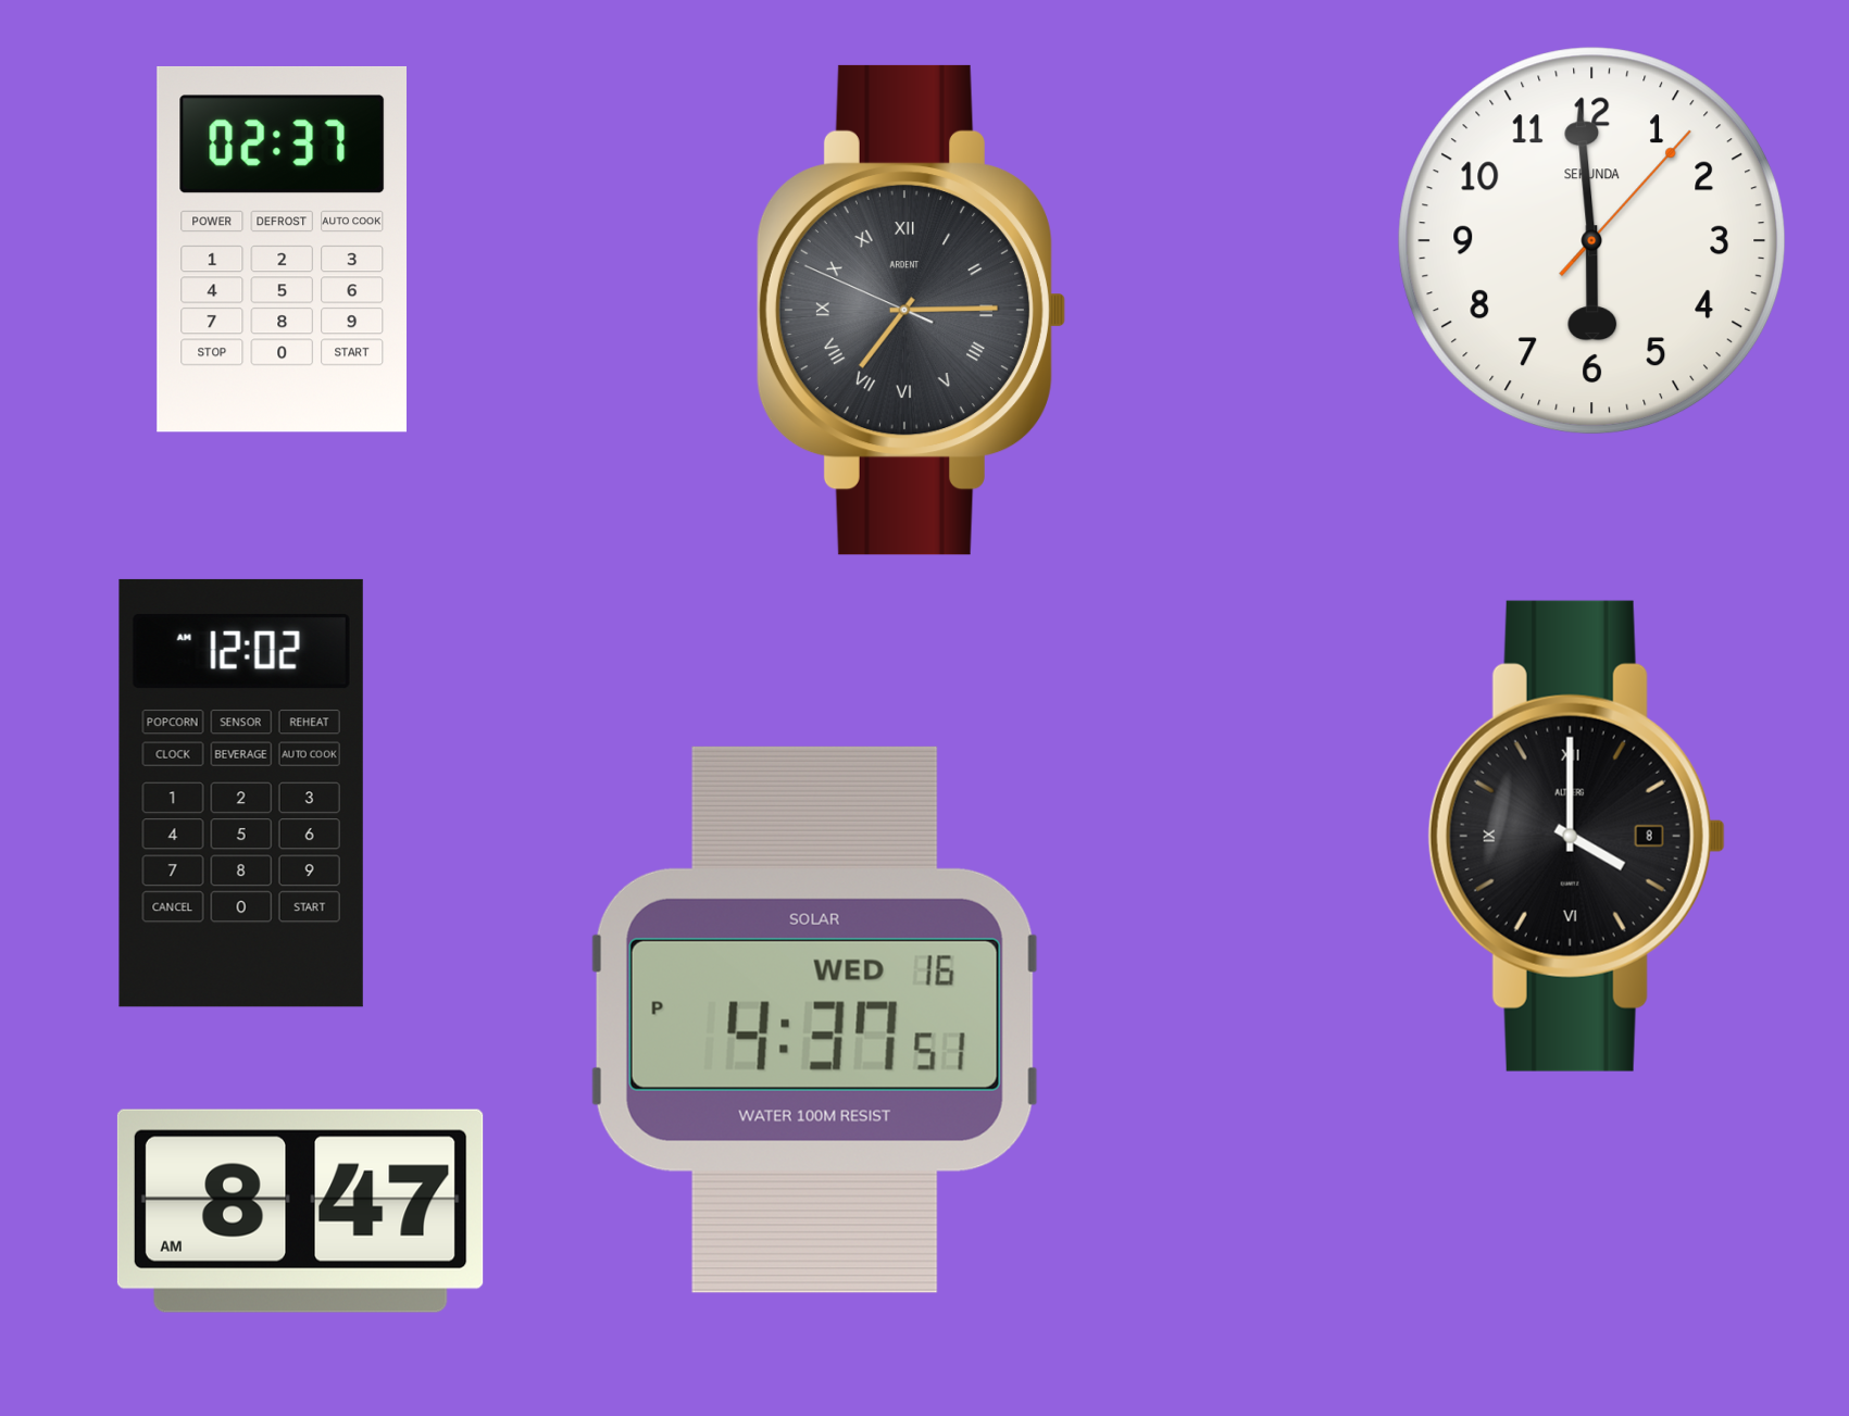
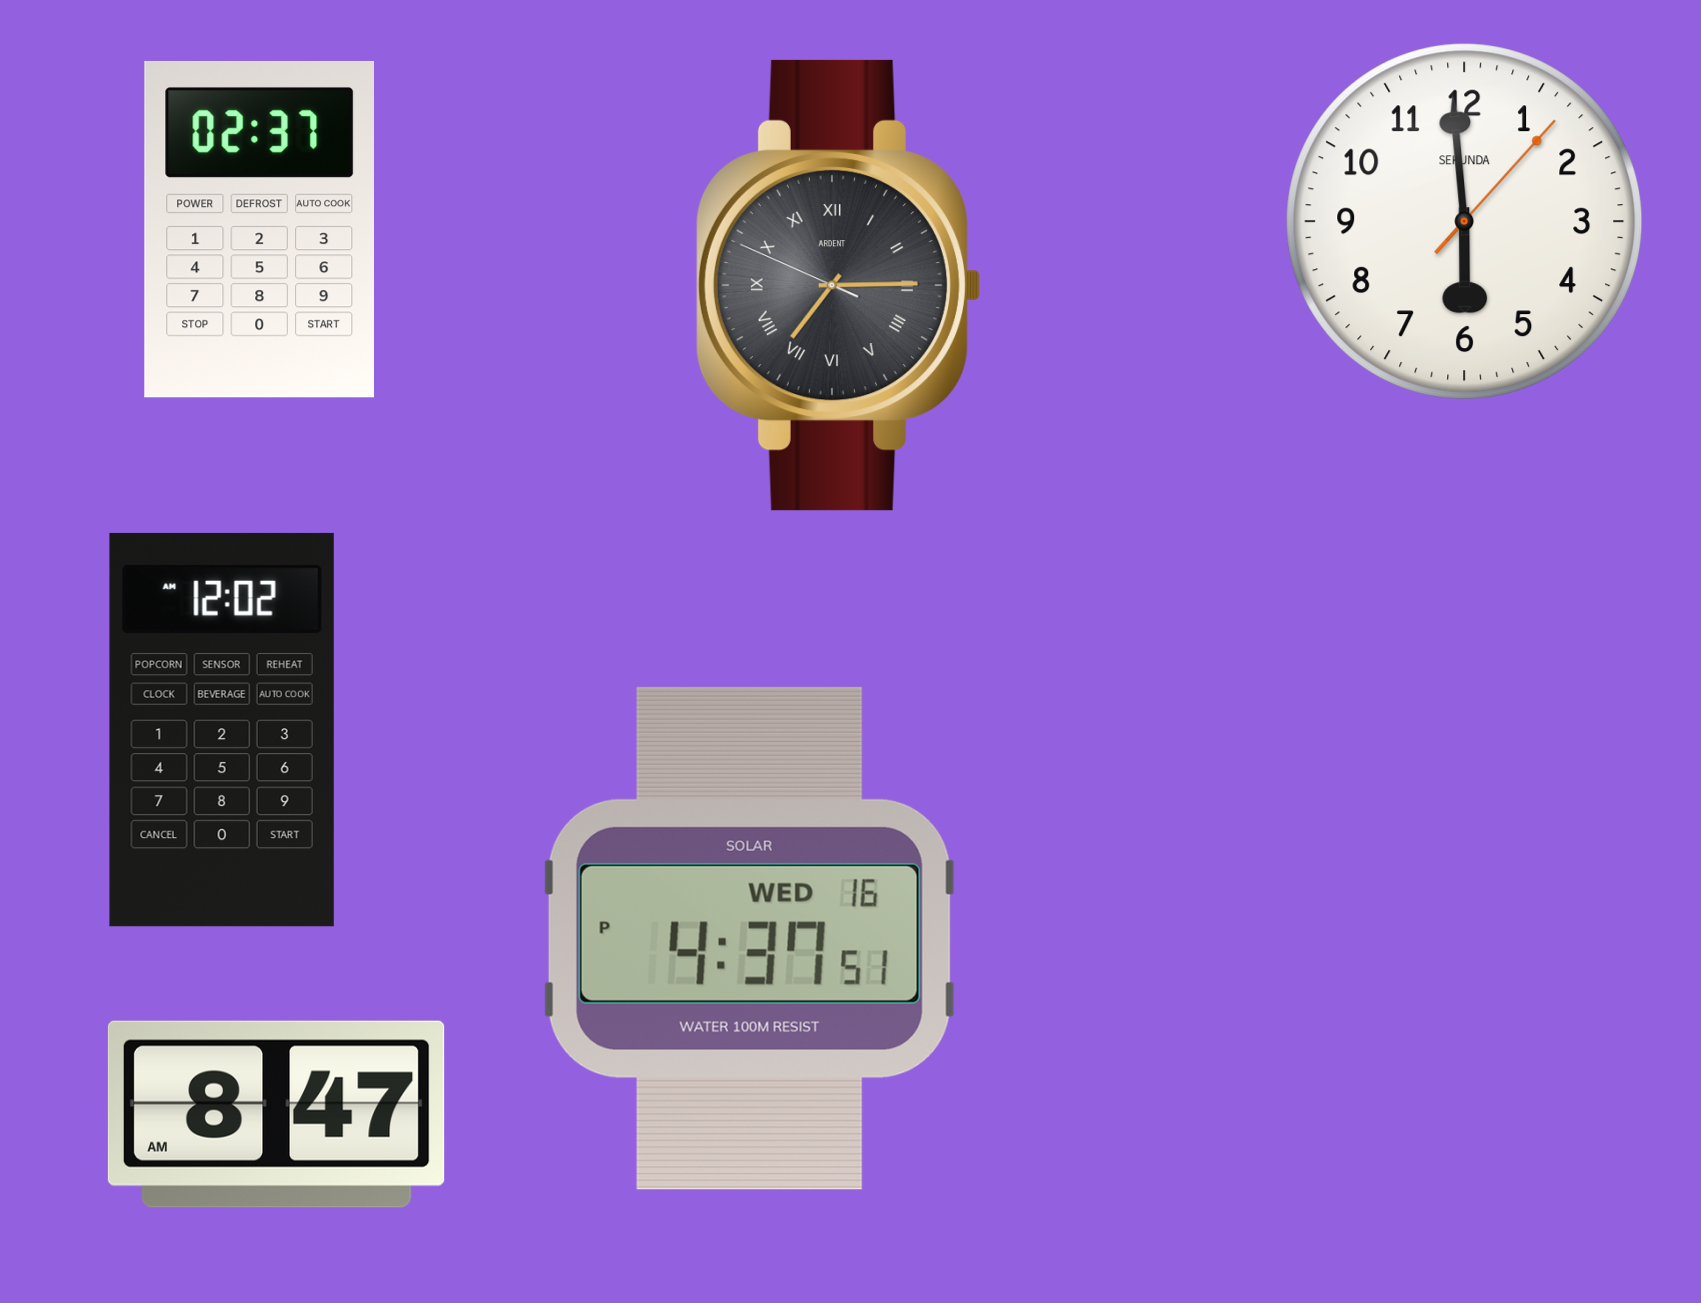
clock at (1576, 836): 4:00 -> none
